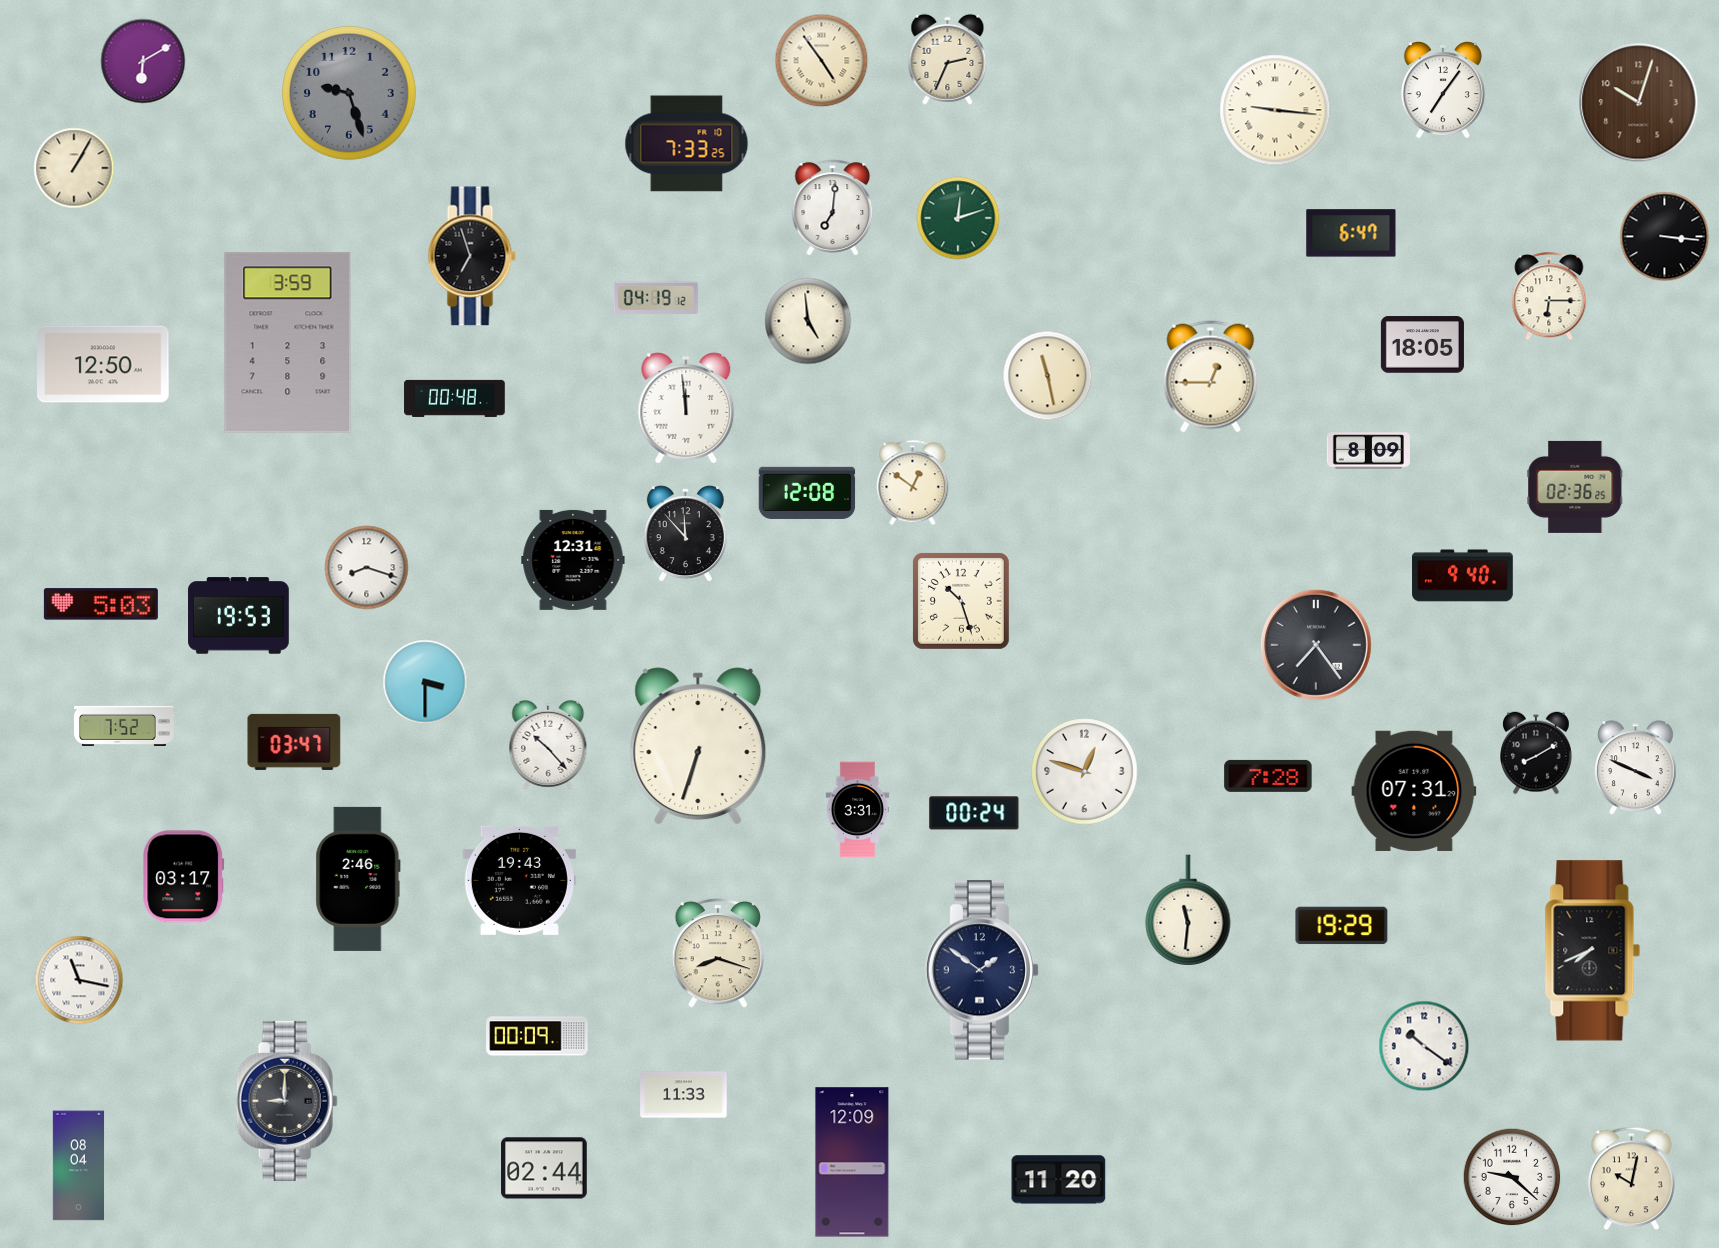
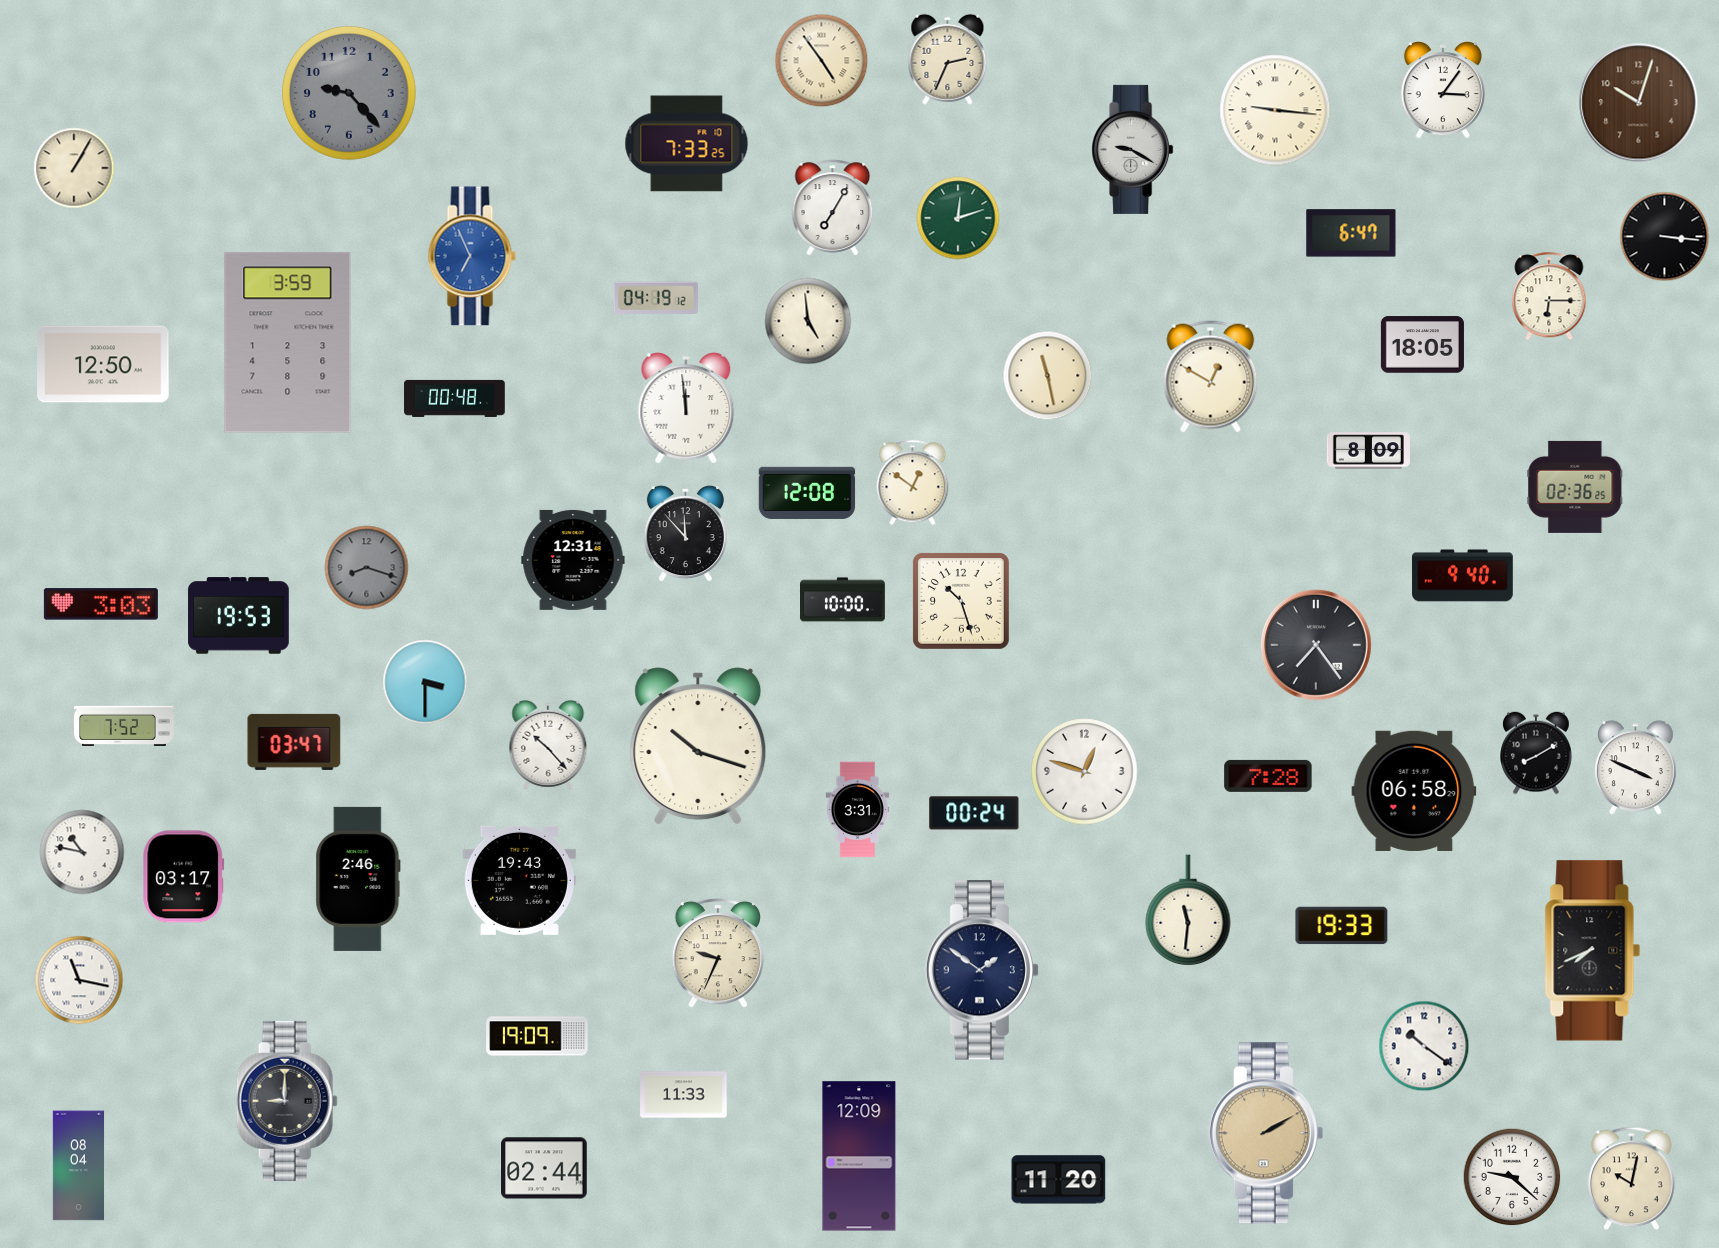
clock at (143, 61): 6:10 -> none
clock at (1443, 91): 7:06 -> 3:06
clock at (350, 94): 9:27 -> 9:23
clock at (1133, 149): none -> 9:20
clock at (833, 208): 7:01 -> 7:05
clock at (472, 256): 6:57 -> 6:56
clock at (472, 256) dial: black -> blue
clock at (1211, 377): 12:45 -> 12:50
clock at (367, 568) dial: white -> grey
clock at (843, 600): none -> 10:00
clock at (101, 604): 5:03 -> 3:03
clock at (698, 746): 6:33 -> 10:18
clock at (1414, 791): 07:31 -> 06:58
clock at (82, 852): none -> 10:47
clock at (1342, 926): 19:29 -> 19:33
clock at (717, 954): 8:18 -> 9:34
clock at (537, 1036): 00:09 -> 19:09
clock at (1266, 1133): none -> 2:10
clock at (852, 1162) position: (852, 1162) -> (859, 1156)
